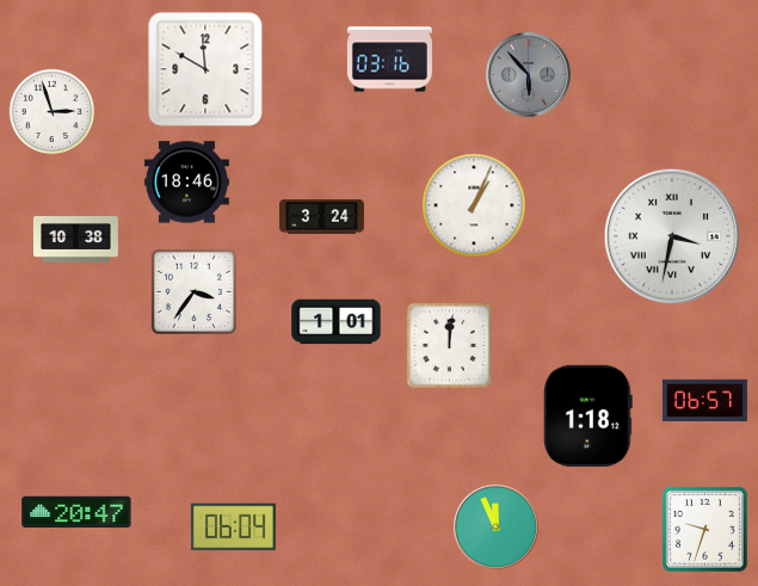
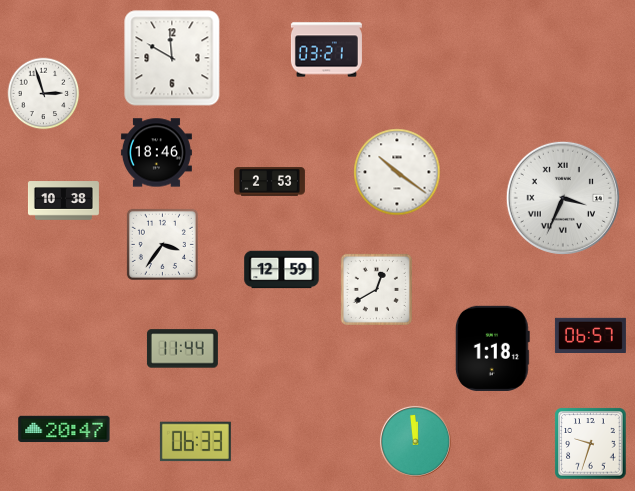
clock at (389, 60): 03:16 -> 03:21
clock at (528, 74): 5:53 -> none
clock at (474, 205): 1:04 -> 10:21
clock at (321, 217): 3:24 -> 2:53
clock at (672, 236): 3:32 -> 3:34
clock at (337, 322): 1:01 -> 12:59
clock at (449, 345): 12:01 -> 12:40
clock at (182, 349): none -> 11:44
clock at (495, 526): 11:56 -> 11:59
clock at (233, 528): 06:04 -> 06:33
